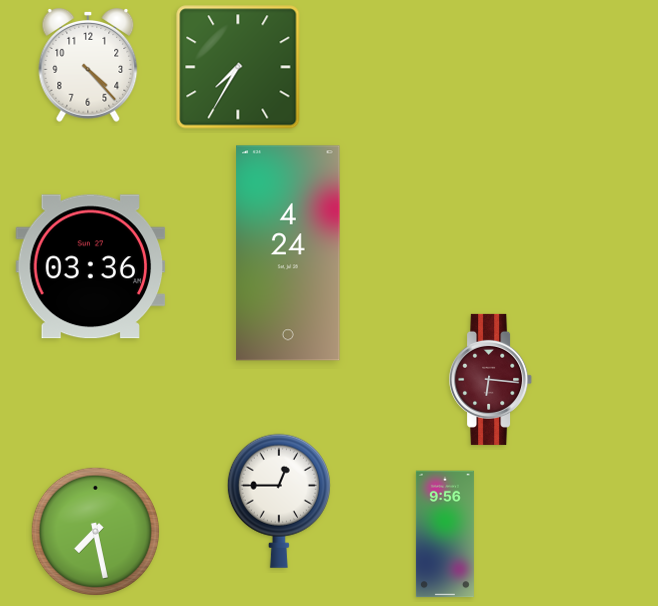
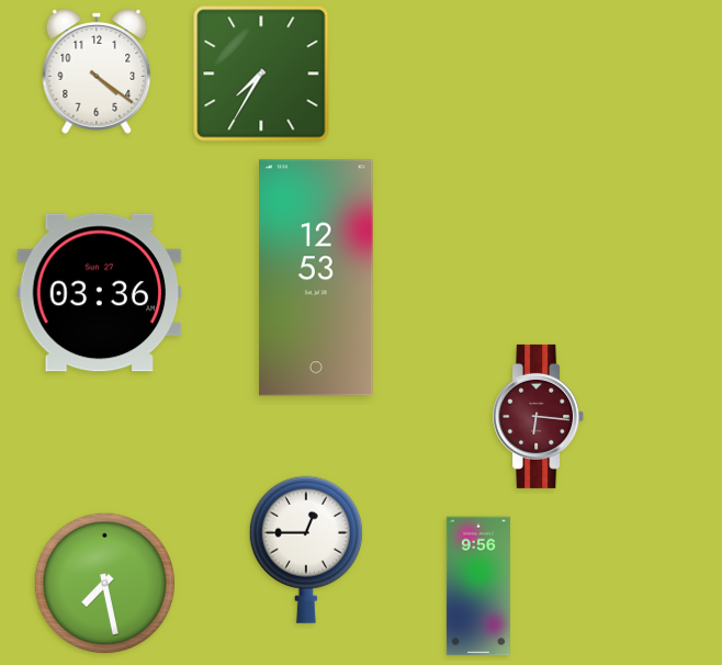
clock at (88, 66): 4:23 -> 4:21
clock at (288, 253): 4:24 -> 12:53
clock at (445, 534) position: (445, 534) -> (478, 586)
